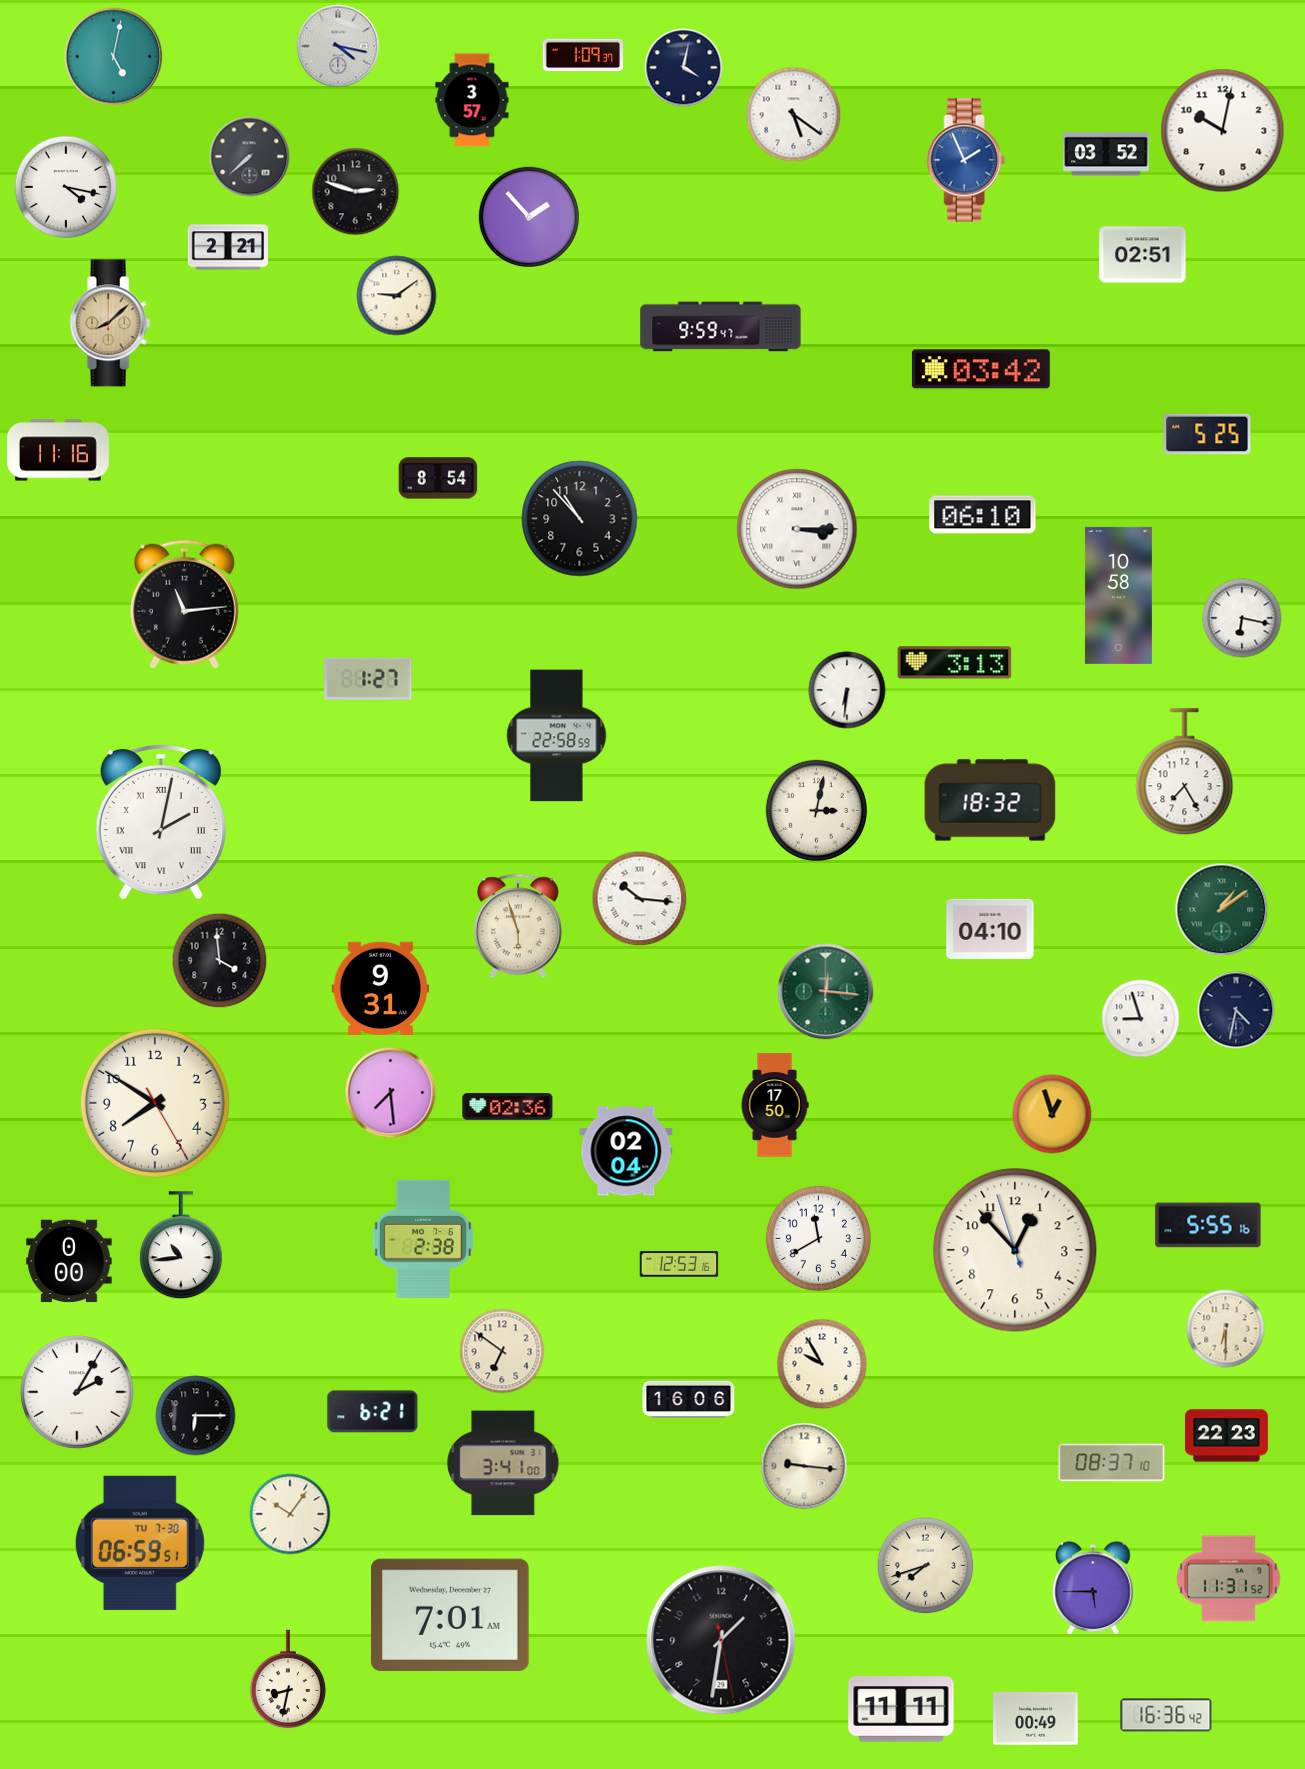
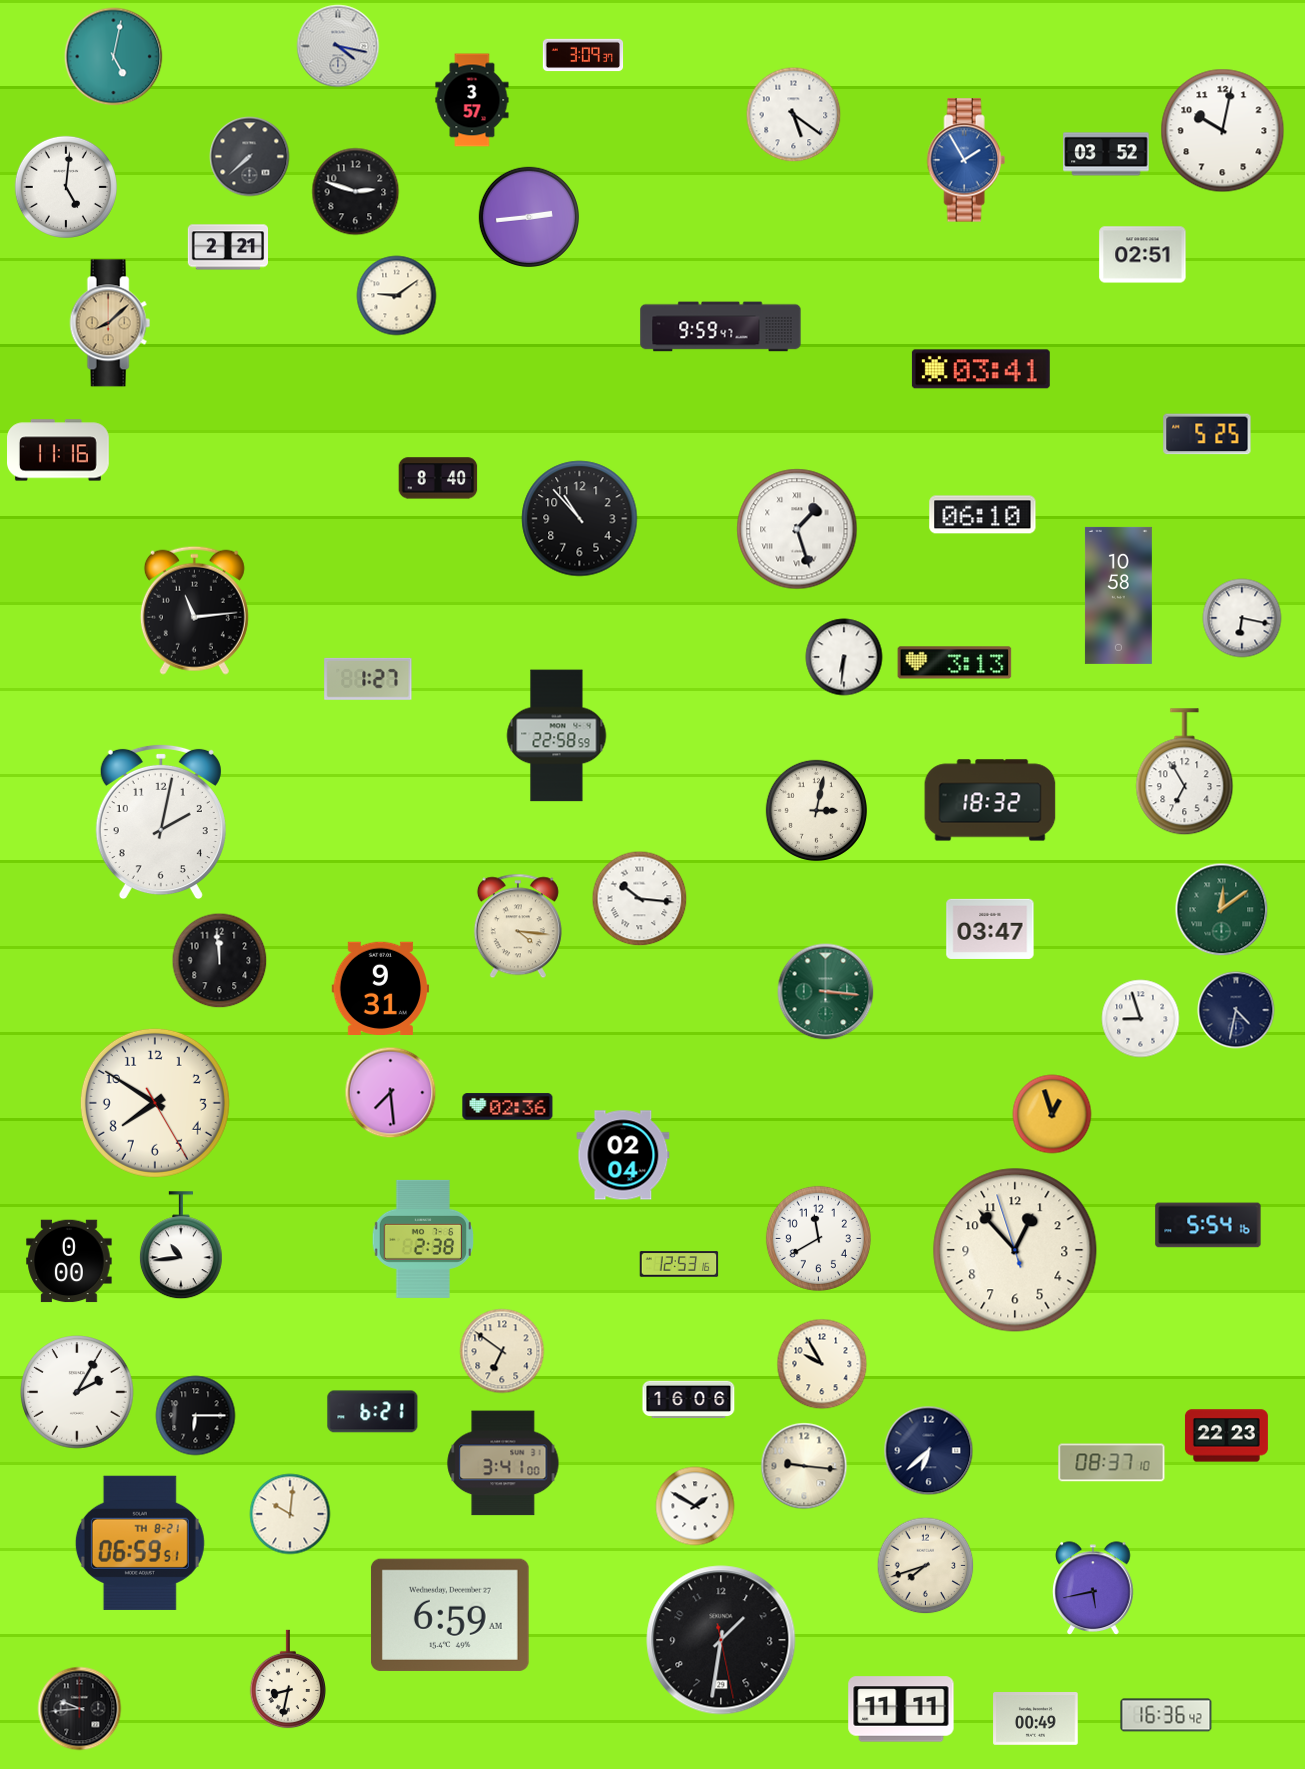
clock at (583, 55): 1:09 -> 3:09
clock at (684, 68): 4:02 -> none
clock at (966, 160): 1:56 -> 1:55
clock at (66, 187): 4:17 -> 5:01
clock at (528, 216): 1:53 -> 2:44
clock at (981, 369): 03:42 -> 03:41
clock at (438, 478): 8:54 -> 8:40
clock at (797, 529): 3:15 -> 1:27
clock at (184, 604) position: (184, 604) -> (194, 610)
clock at (847, 690) position: (847, 690) -> (844, 657)
clock at (1185, 772): 7:25 -> 6:55
clock at (161, 822) numerals: Roman -> Arabic
clock at (1222, 910): 1:09 -> 12:09
clock at (518, 926): 5:57 -> 4:16
clock at (990, 929): 04:10 -> 03:47
clock at (220, 961): 3:59 -> 11:59
clock at (826, 992): 12:16 -> 3:16
clock at (775, 1105): 17:50 -> none
clock at (626, 1151) position: (626, 1151) -> (623, 1155)
clock at (1208, 1225): 5:55 -> 5:54
clock at (1226, 1329): 6:30 -> none
clock at (929, 1451): none -> 6:38
clock at (695, 1506): none -> 1:50
clock at (290, 1514): 10:06 -> 10:01
clock at (140, 1543) date: TU 7-30 -> TH 8-21
clock at (1229, 1579): 11:31 -> none
clock at (1093, 1588): 5:45 -> 5:43
clock at (450, 1615): 7:01 -> 6:59
clock at (80, 1709): none -> 9:44
